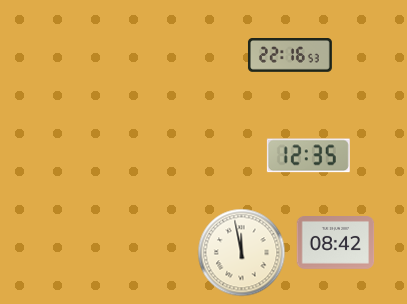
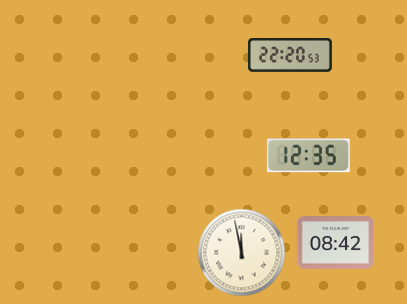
clock at (290, 56): 22:16 -> 22:20
